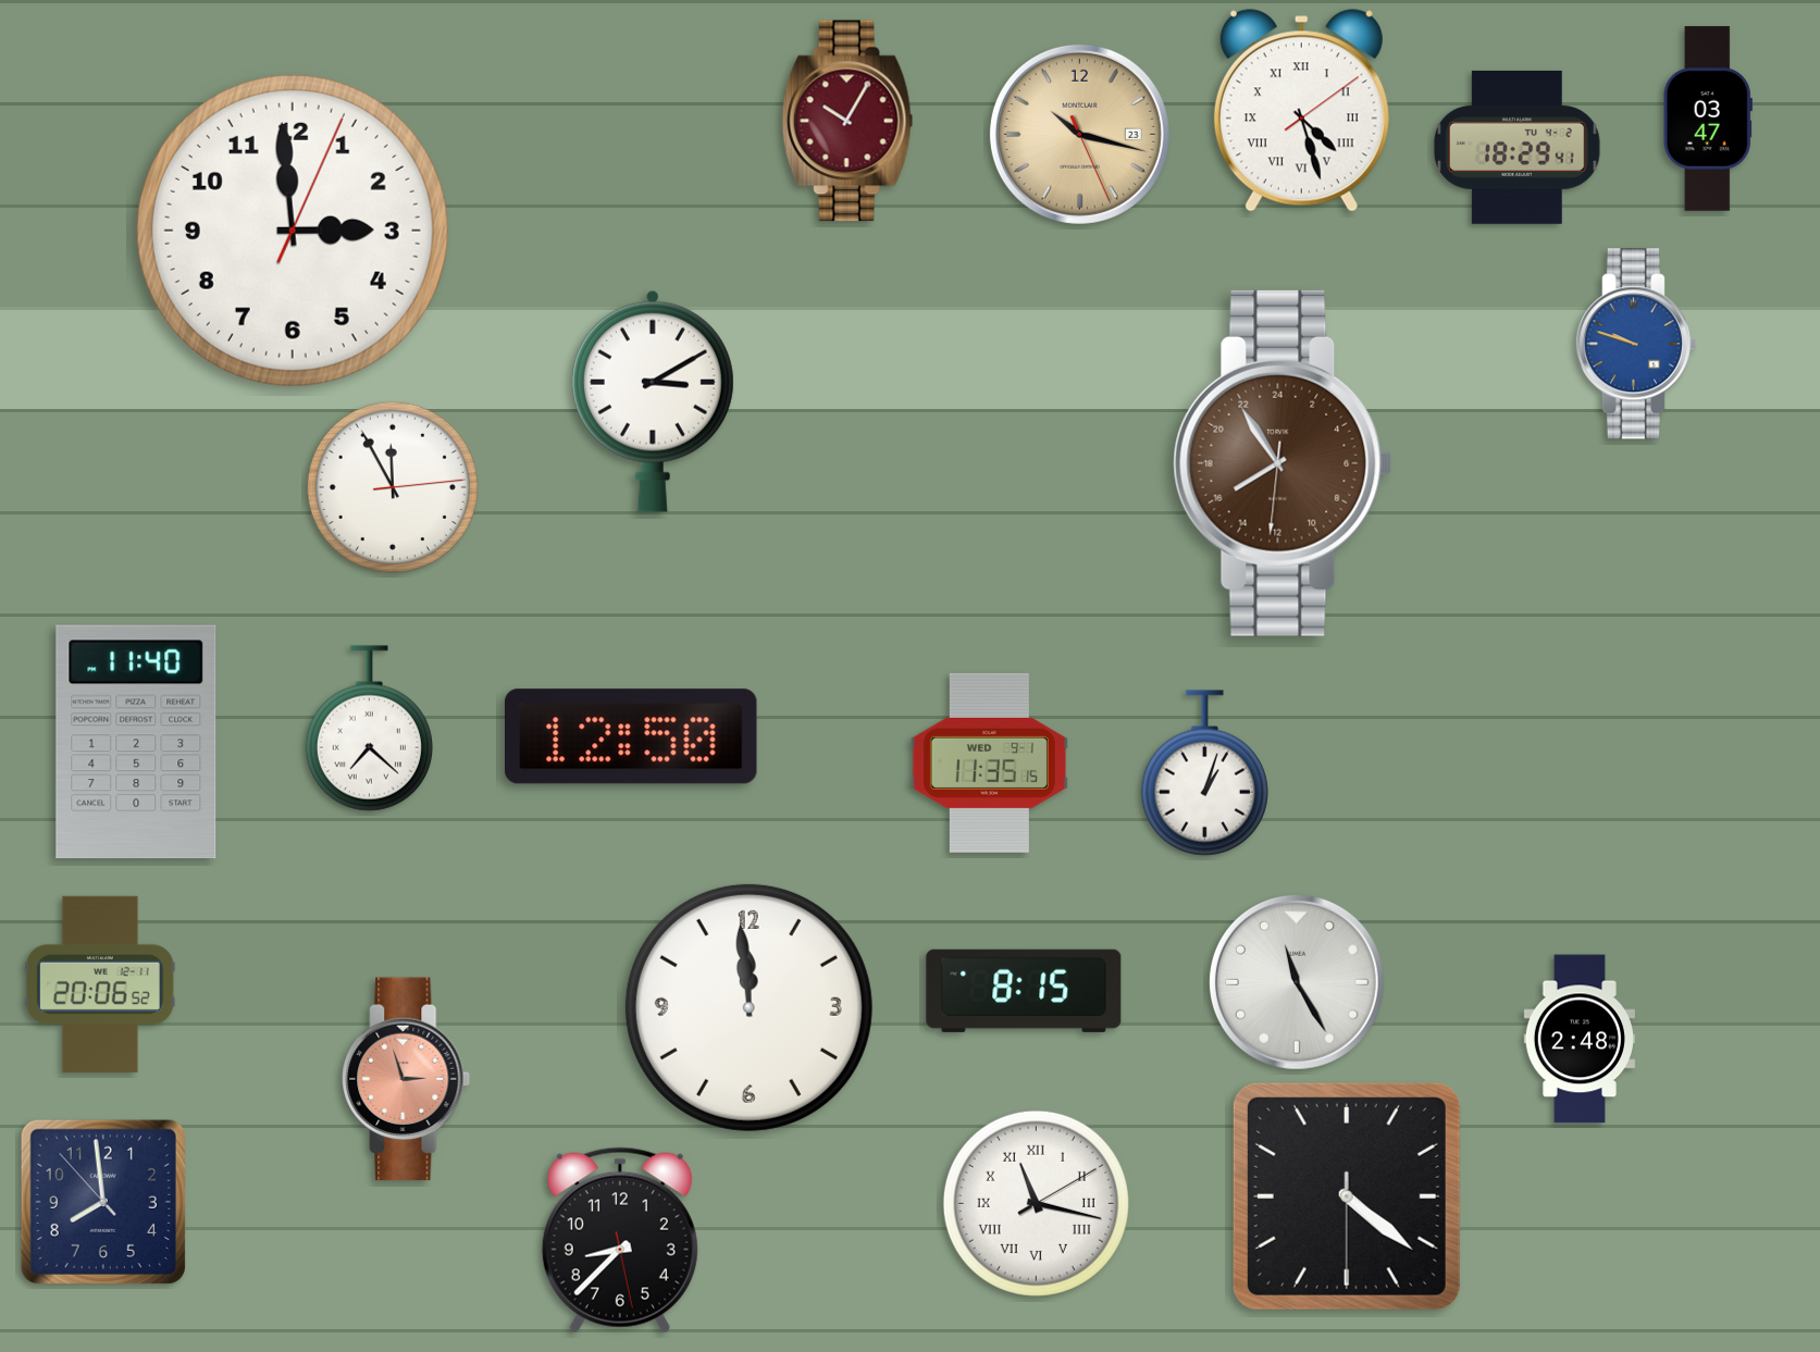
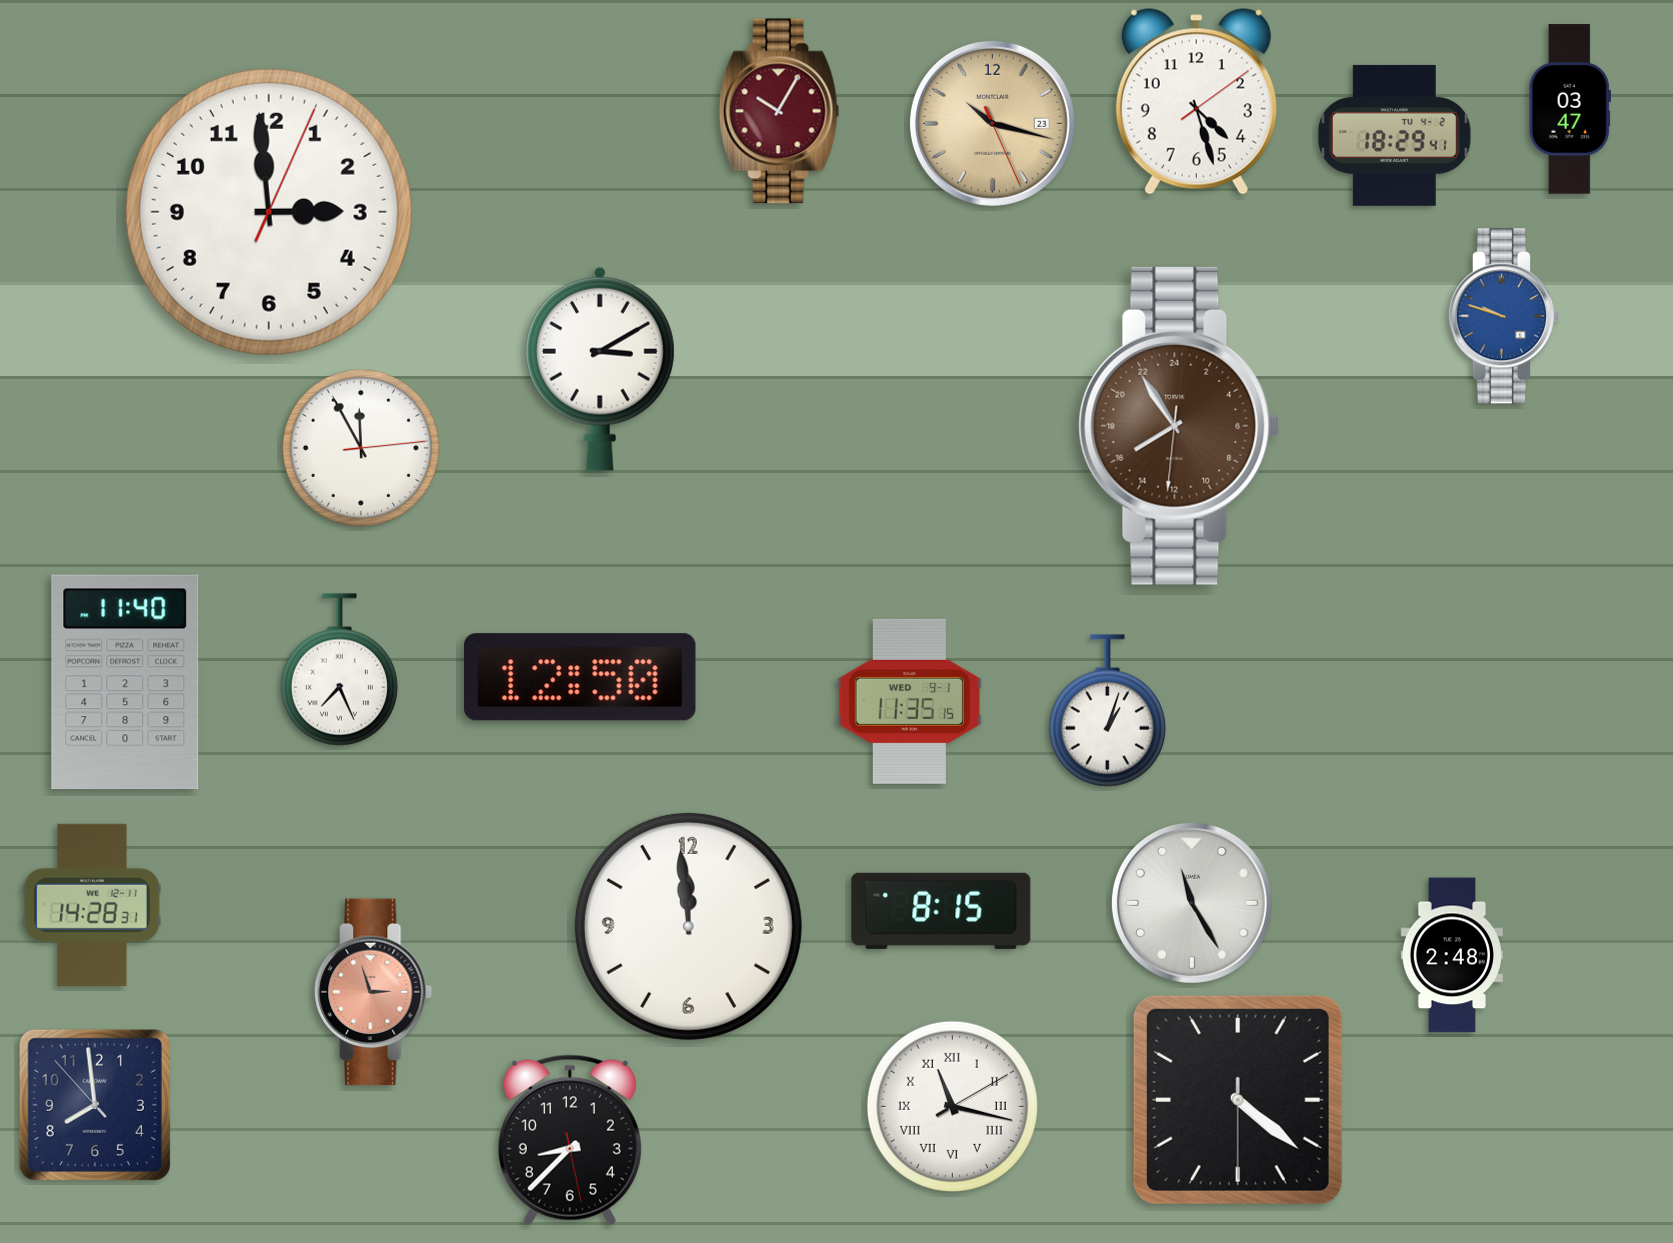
clock at (1301, 111) numerals: Roman -> Arabic
clock at (369, 729): 7:22 -> 7:26
clock at (100, 984): 20:06 -> 14:28
